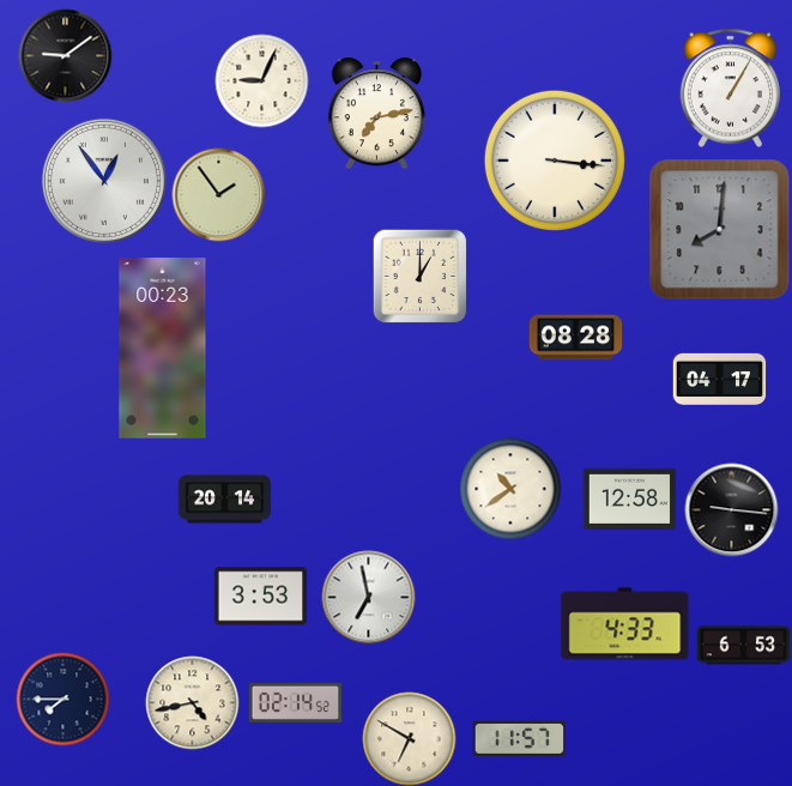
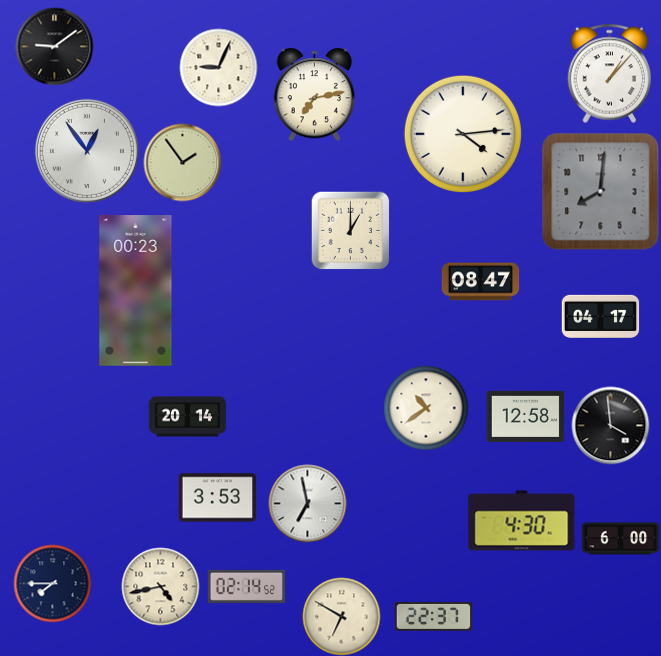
clock at (731, 87): 1:05 -> 1:07
clock at (555, 161): 3:16 -> 4:14
clock at (575, 338): 08:28 -> 08:47
clock at (731, 509): 9:16 -> 3:59
clock at (368, 597) position: (368, 597) -> (307, 503)
clock at (625, 624): 4:33 -> 4:30
clock at (743, 646): 6:53 -> 6:00
clock at (519, 738): 11:57 -> 22:37
